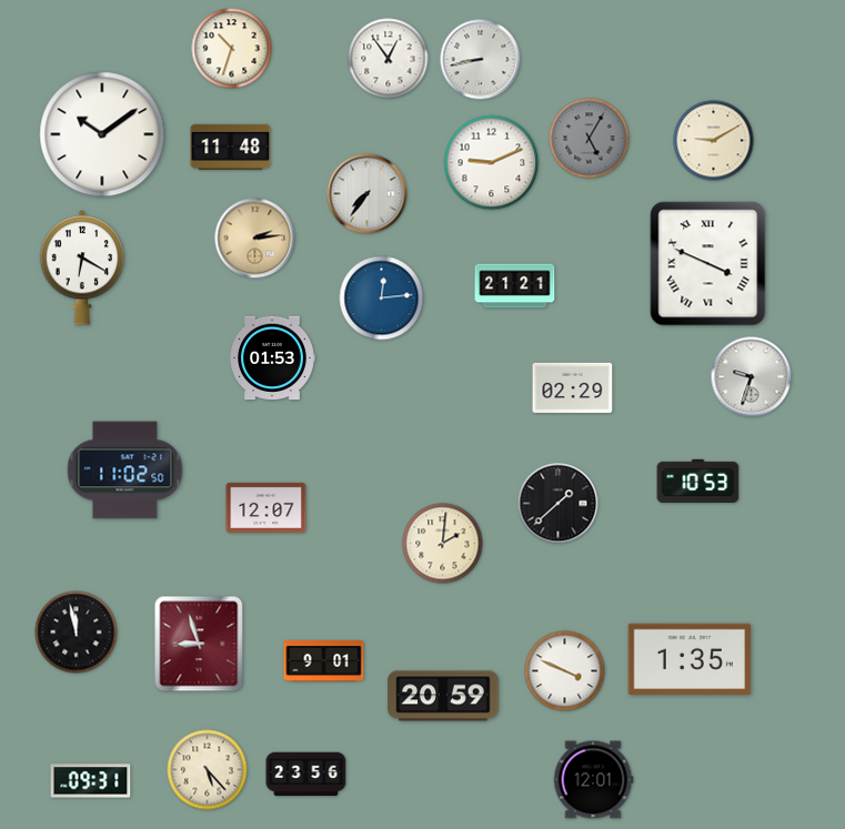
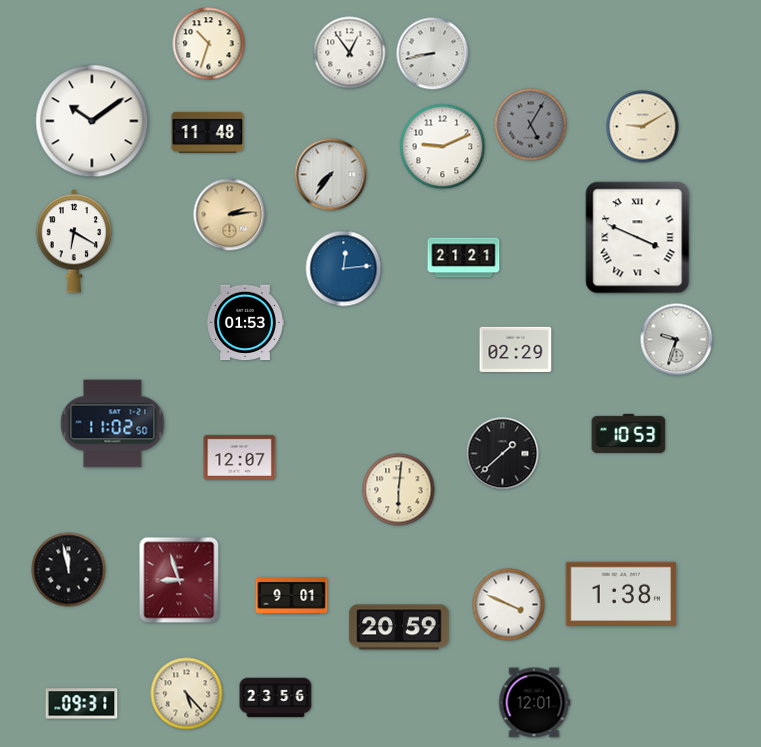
clock at (443, 544): 2:01 -> 6:01
clock at (690, 658): 1:35 -> 1:38
